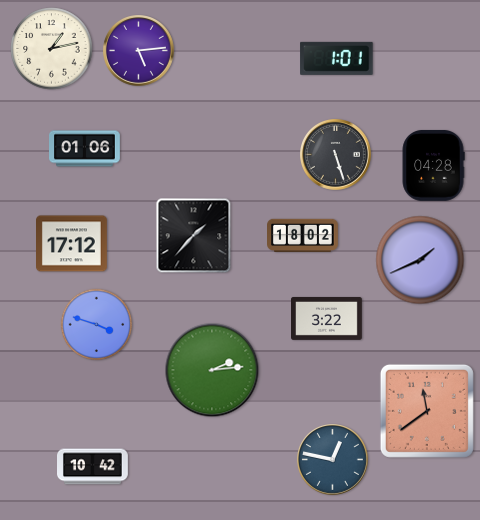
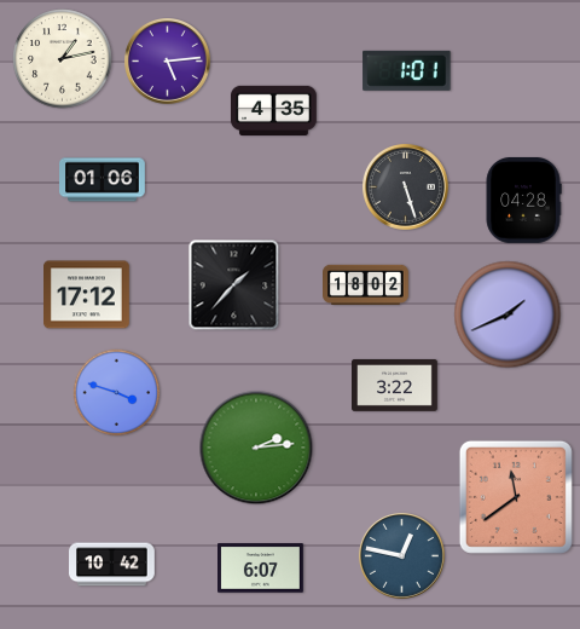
clock at (274, 110): none -> 4:35
clock at (261, 569): none -> 6:07
